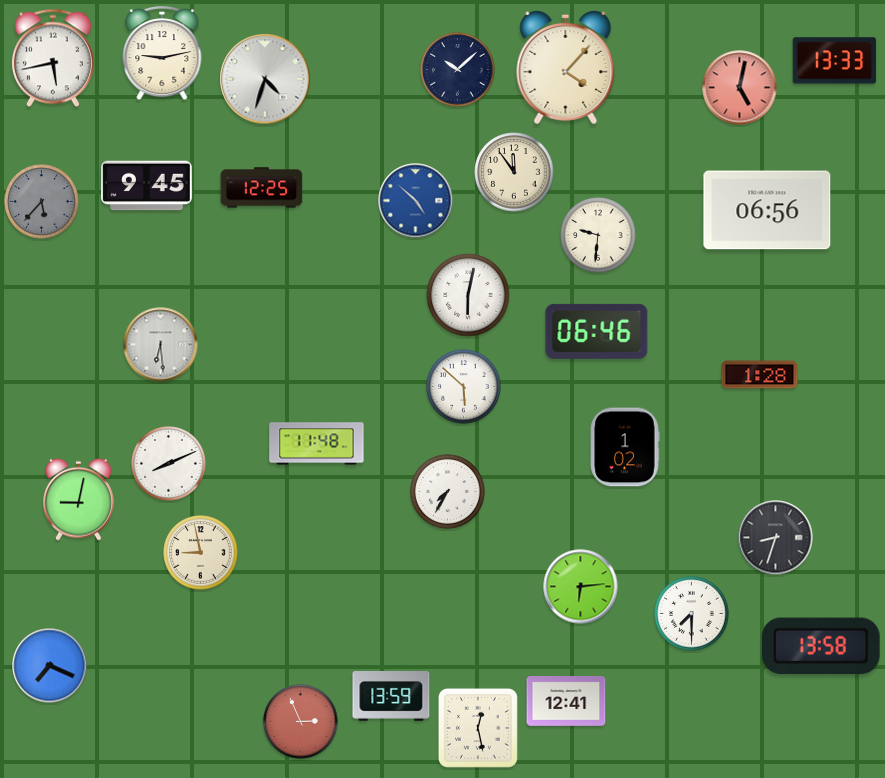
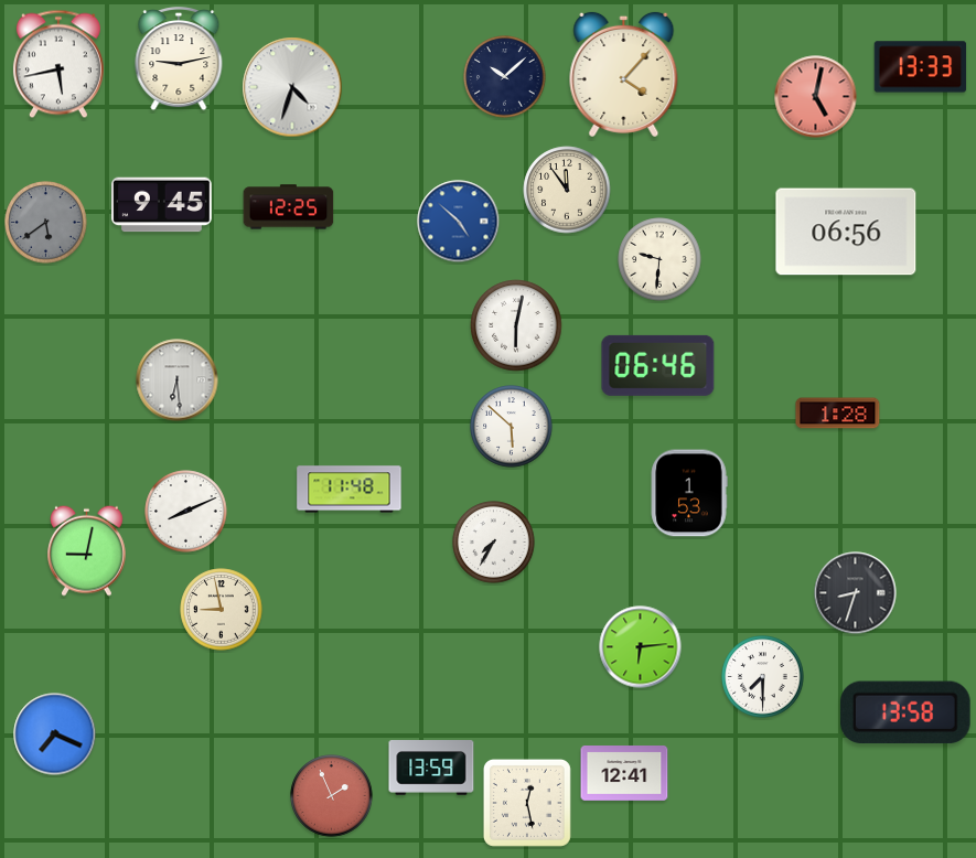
clock at (42, 202): 5:37 -> 5:39
clock at (625, 447): 1:02 -> 1:53
clock at (301, 722): 2:56 -> 1:56
